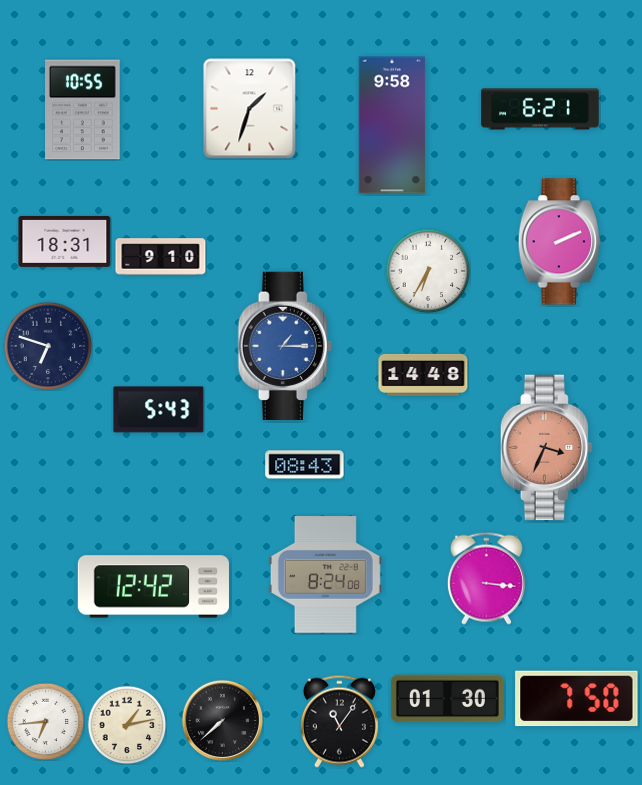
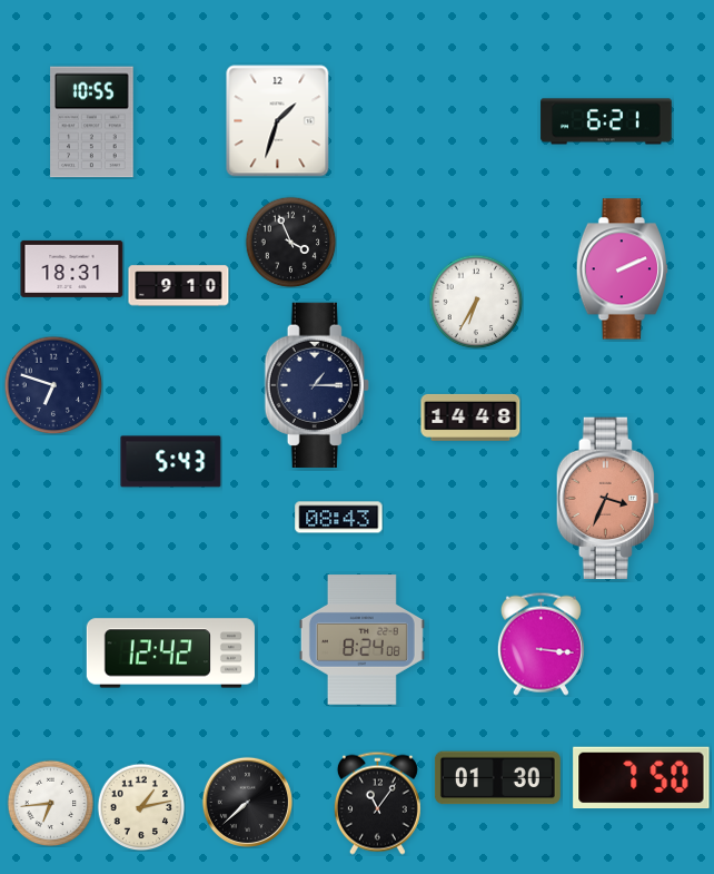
clock at (540, 109) position: (540, 109) -> (606, 121)
clock at (392, 125): 9:58 -> none
clock at (290, 242): none -> 3:56
clock at (285, 345) dial: blue -> navy
clock at (159, 410) position: (159, 410) -> (171, 462)
